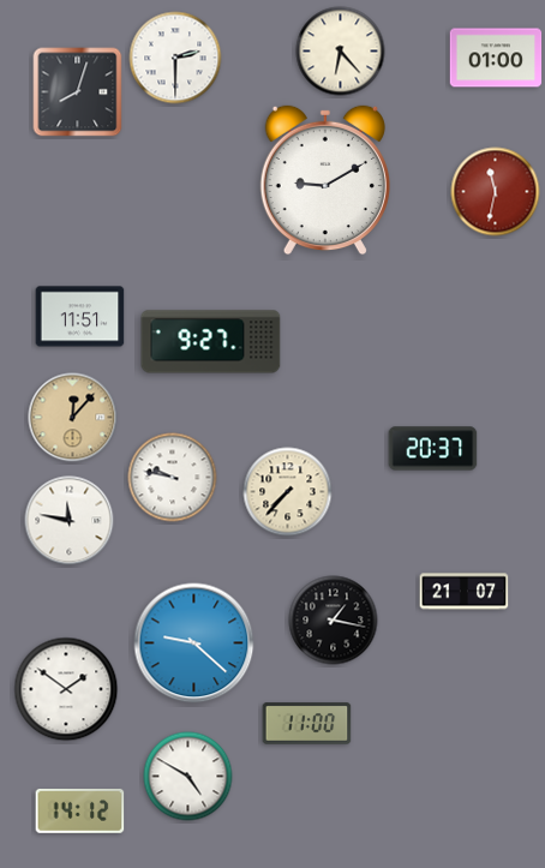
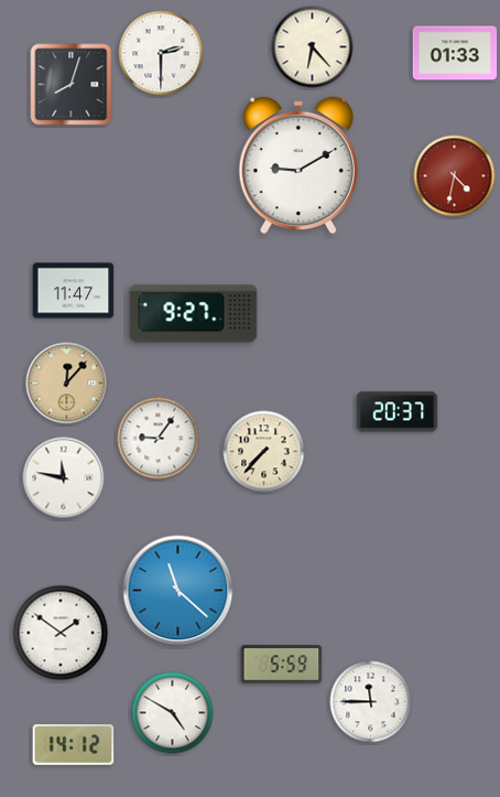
clock at (496, 58): 01:00 -> 01:33
clock at (496, 192): 11:32 -> 4:32
clock at (80, 317): 11:51 -> 11:47
clock at (173, 478): 9:47 -> 9:06
clock at (465, 592): 21:07 -> none
clock at (334, 621): 1:17 -> none
clock at (194, 643): 9:22 -> 11:22
clock at (307, 724): 11:00 -> 5:59
clock at (371, 702): none -> 11:45
